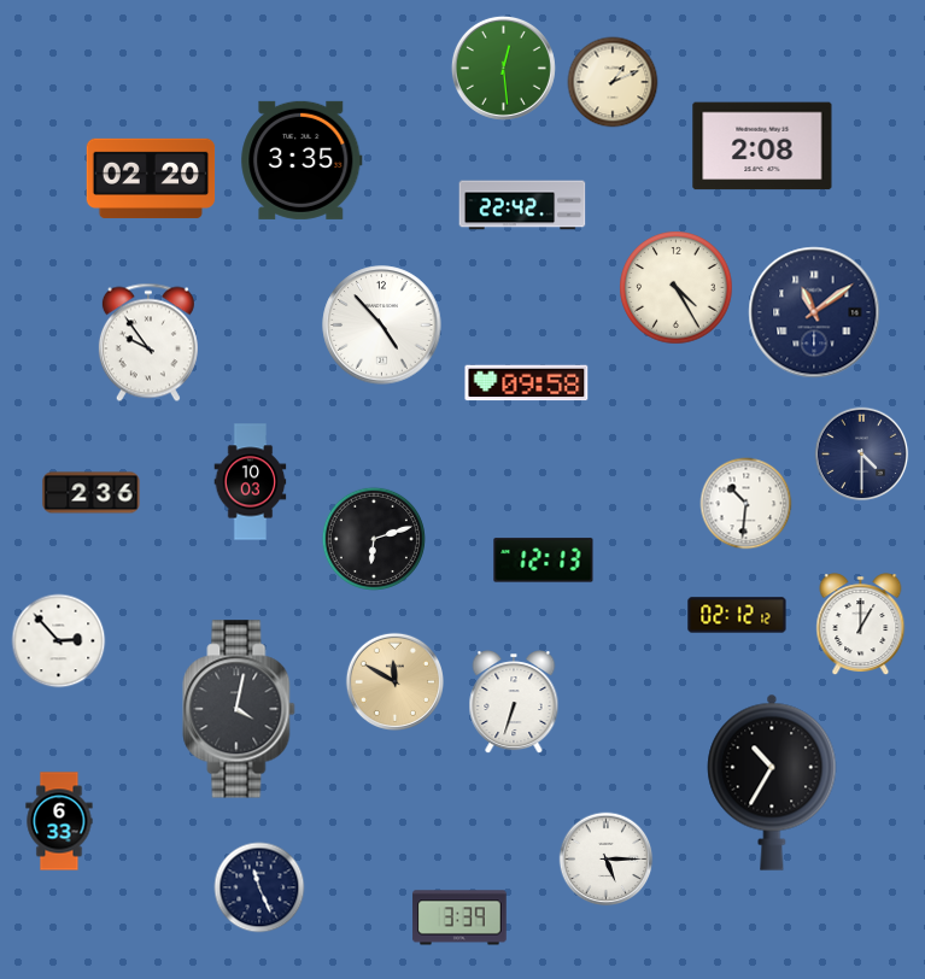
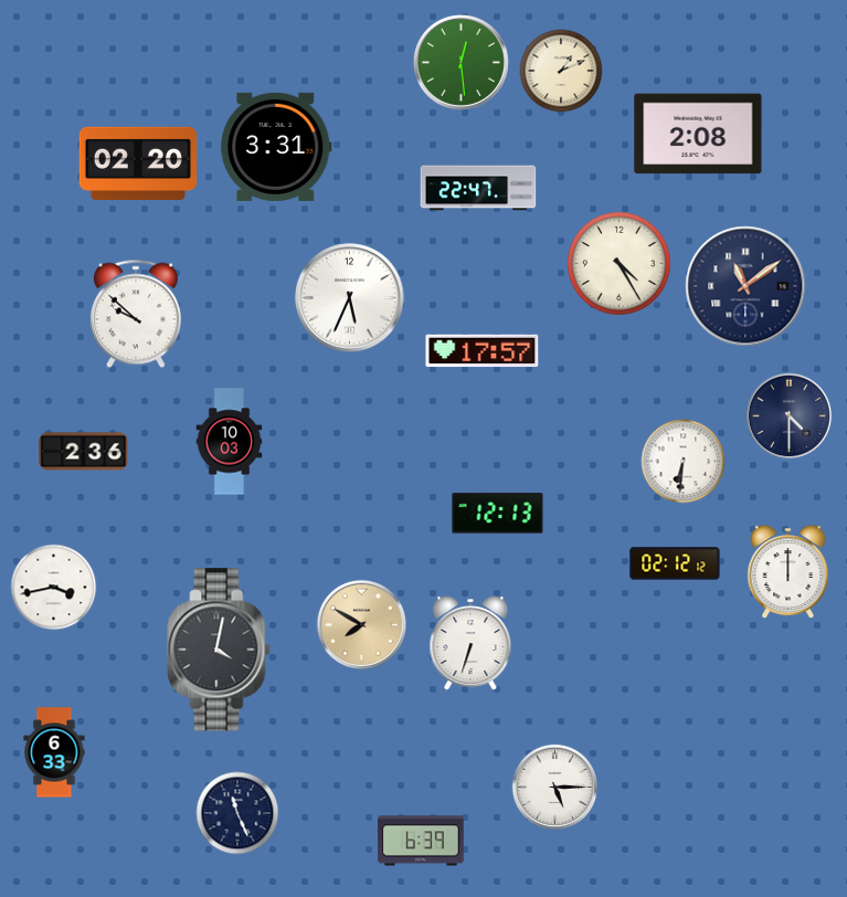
clock at (613, 82) position: (613, 82) -> (561, 71)
clock at (301, 160): 3:35 -> 3:31
clock at (522, 205): 22:42 -> 22:47
clock at (382, 326): 4:53 -> 5:34
clock at (148, 342): 9:54 -> 9:52
clock at (527, 383): 09:58 -> 17:57
clock at (747, 504): 10:31 -> 6:31
clock at (374, 539): 6:12 -> none
clock at (861, 625): 1:00 -> 12:00
clock at (59, 641): 2:53 -> 3:43
clock at (394, 681): 11:50 -> 7:50
clock at (772, 782): 10:35 -> none
clock at (459, 918): 3:39 -> 6:39
